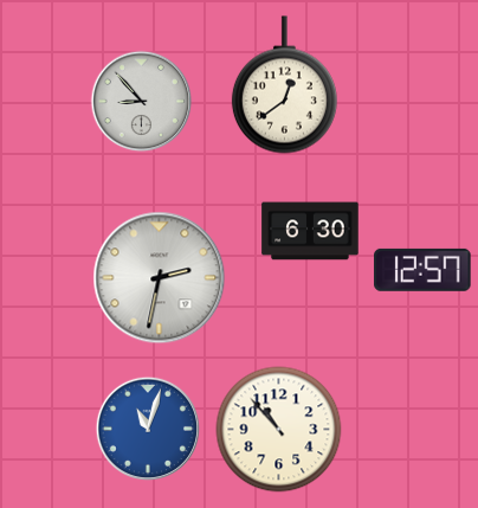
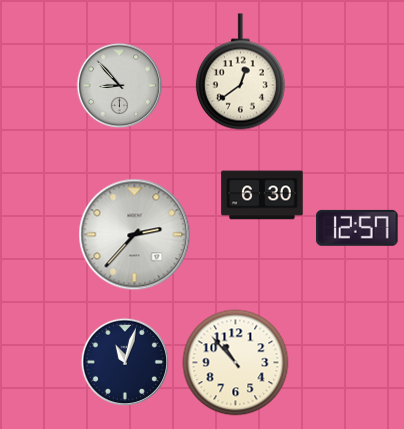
clock at (160, 278): 2:32 -> 2:37
clock at (148, 429) dial: blue -> navy
